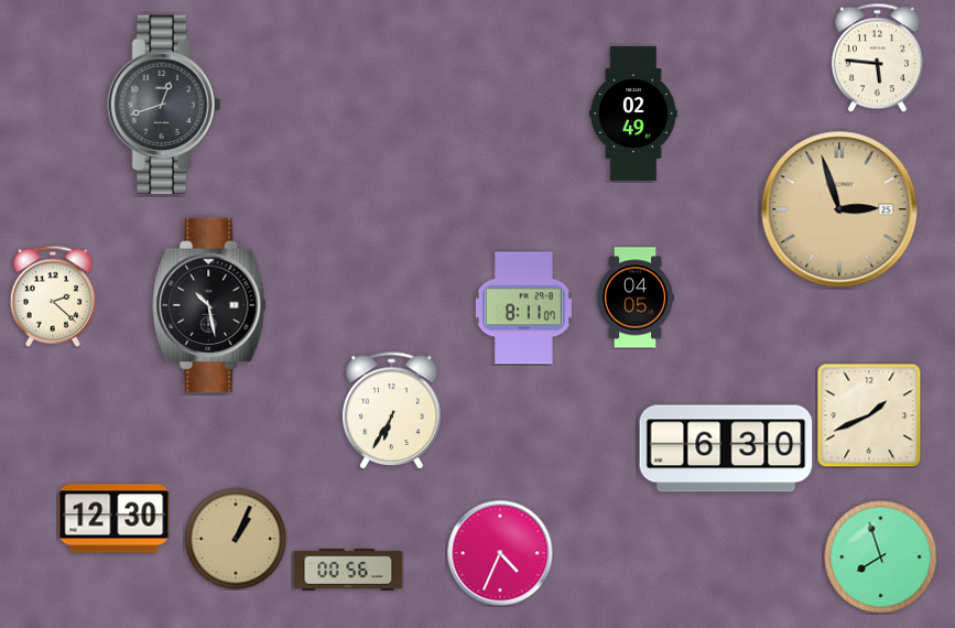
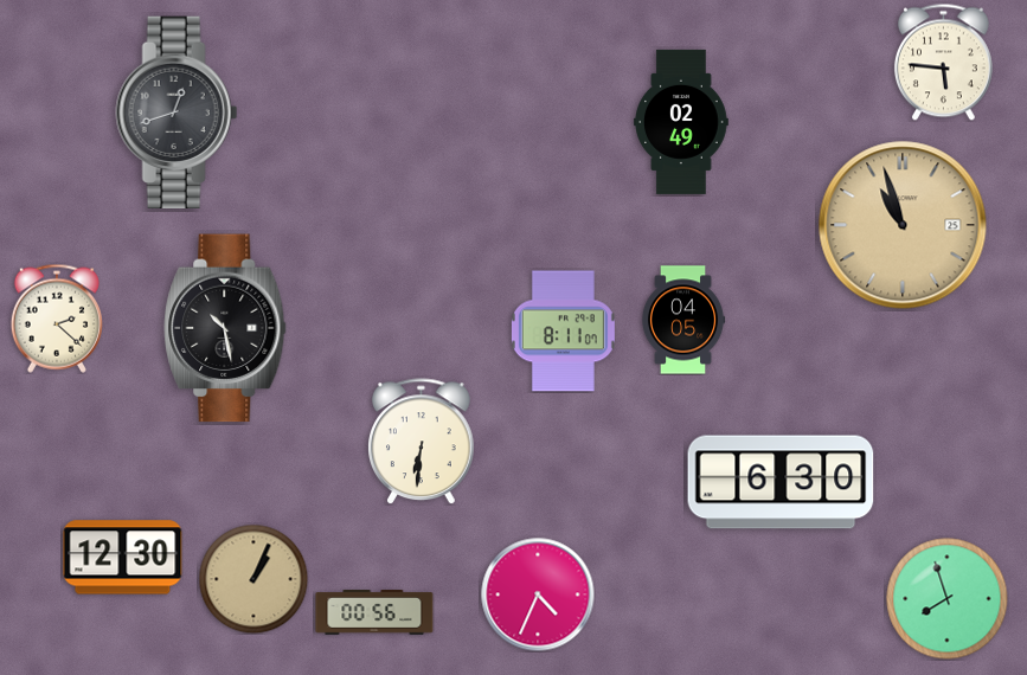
clock at (839, 209): 2:57 -> 10:57
clock at (392, 411): 6:35 -> 6:31
clock at (869, 415): 1:41 -> none
